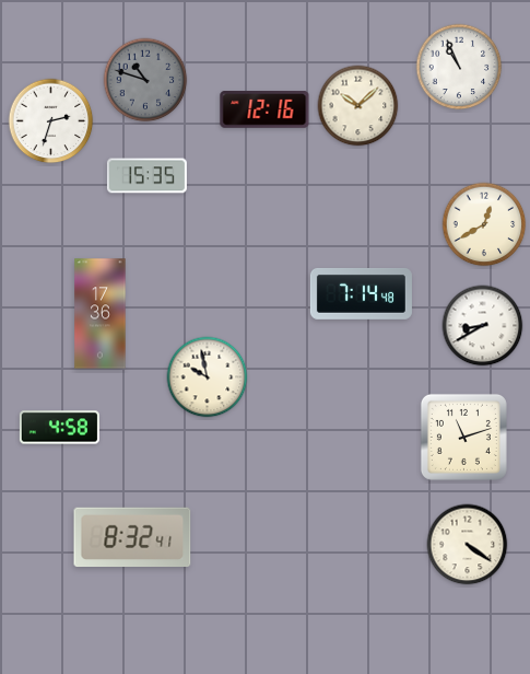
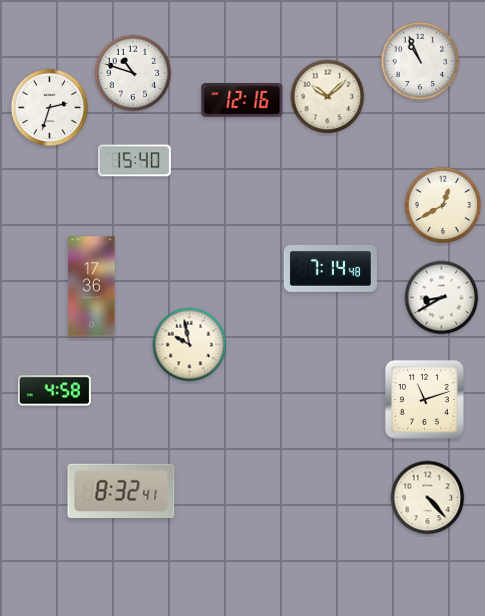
clock at (145, 80) dial: grey -> white
clock at (51, 121) position: (51, 121) -> (50, 108)
clock at (146, 176): 15:35 -> 15:40
clock at (468, 545): 4:21 -> 4:23
